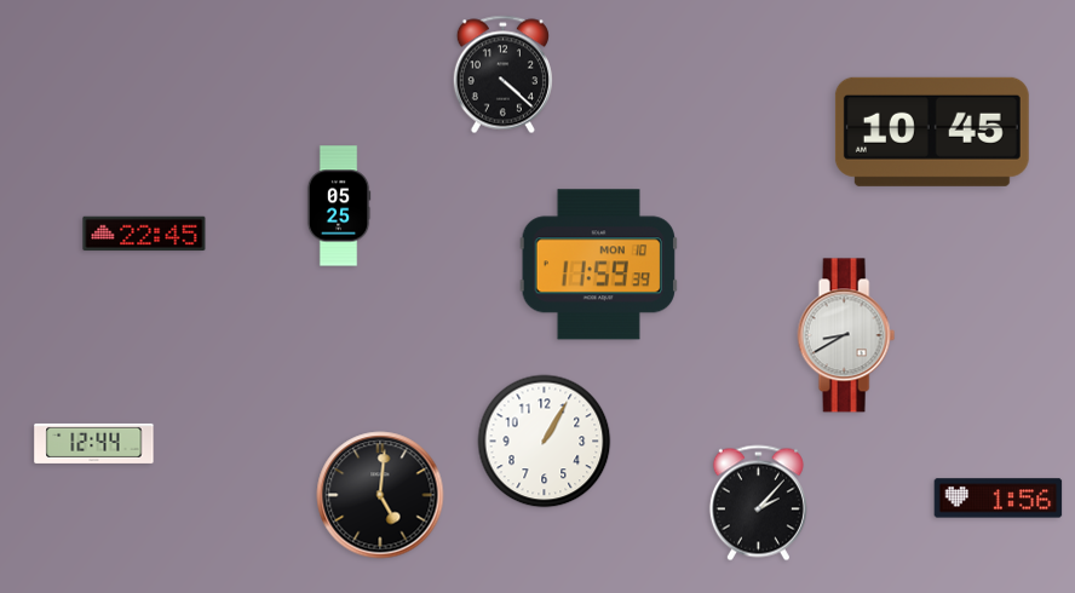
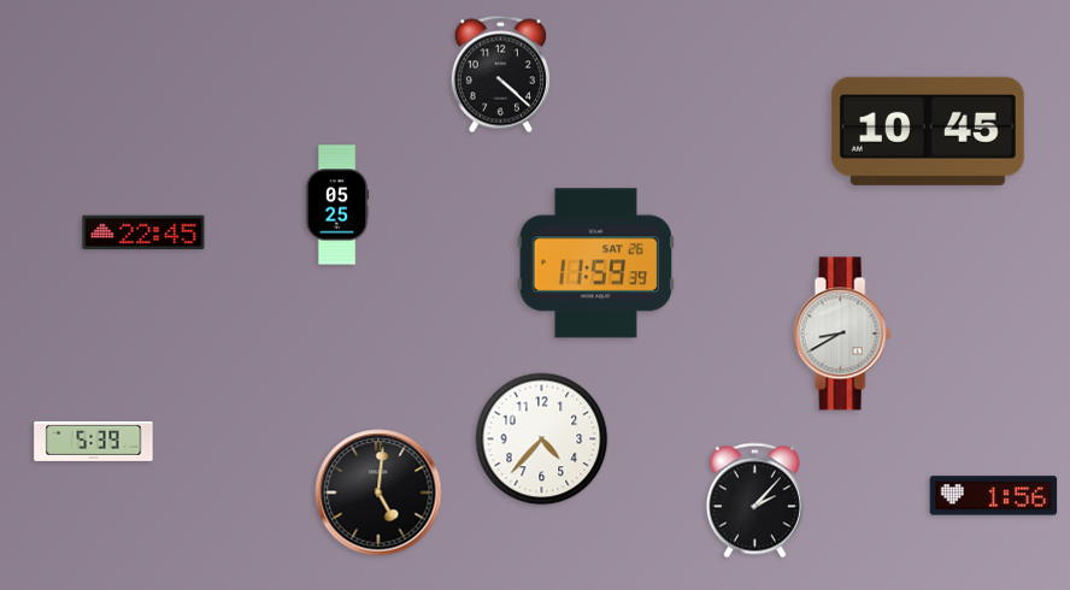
clock at (598, 265) date: MON 10 -> SAT 26
clock at (545, 442): 1:05 -> 4:37
clock at (94, 443): 12:44 -> 5:39
